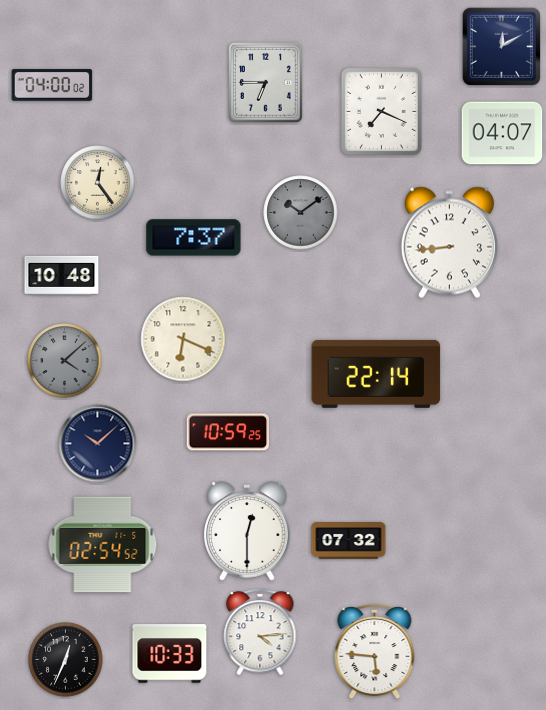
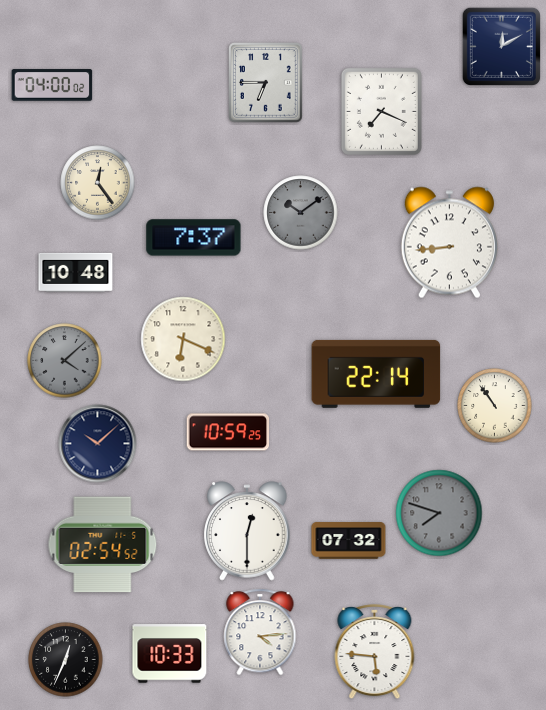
clock at (502, 133): 04:07 -> none
clock at (62, 275) position: (62, 275) -> (76, 272)
clock at (495, 406): none -> 10:54
clock at (439, 513): none -> 7:48
